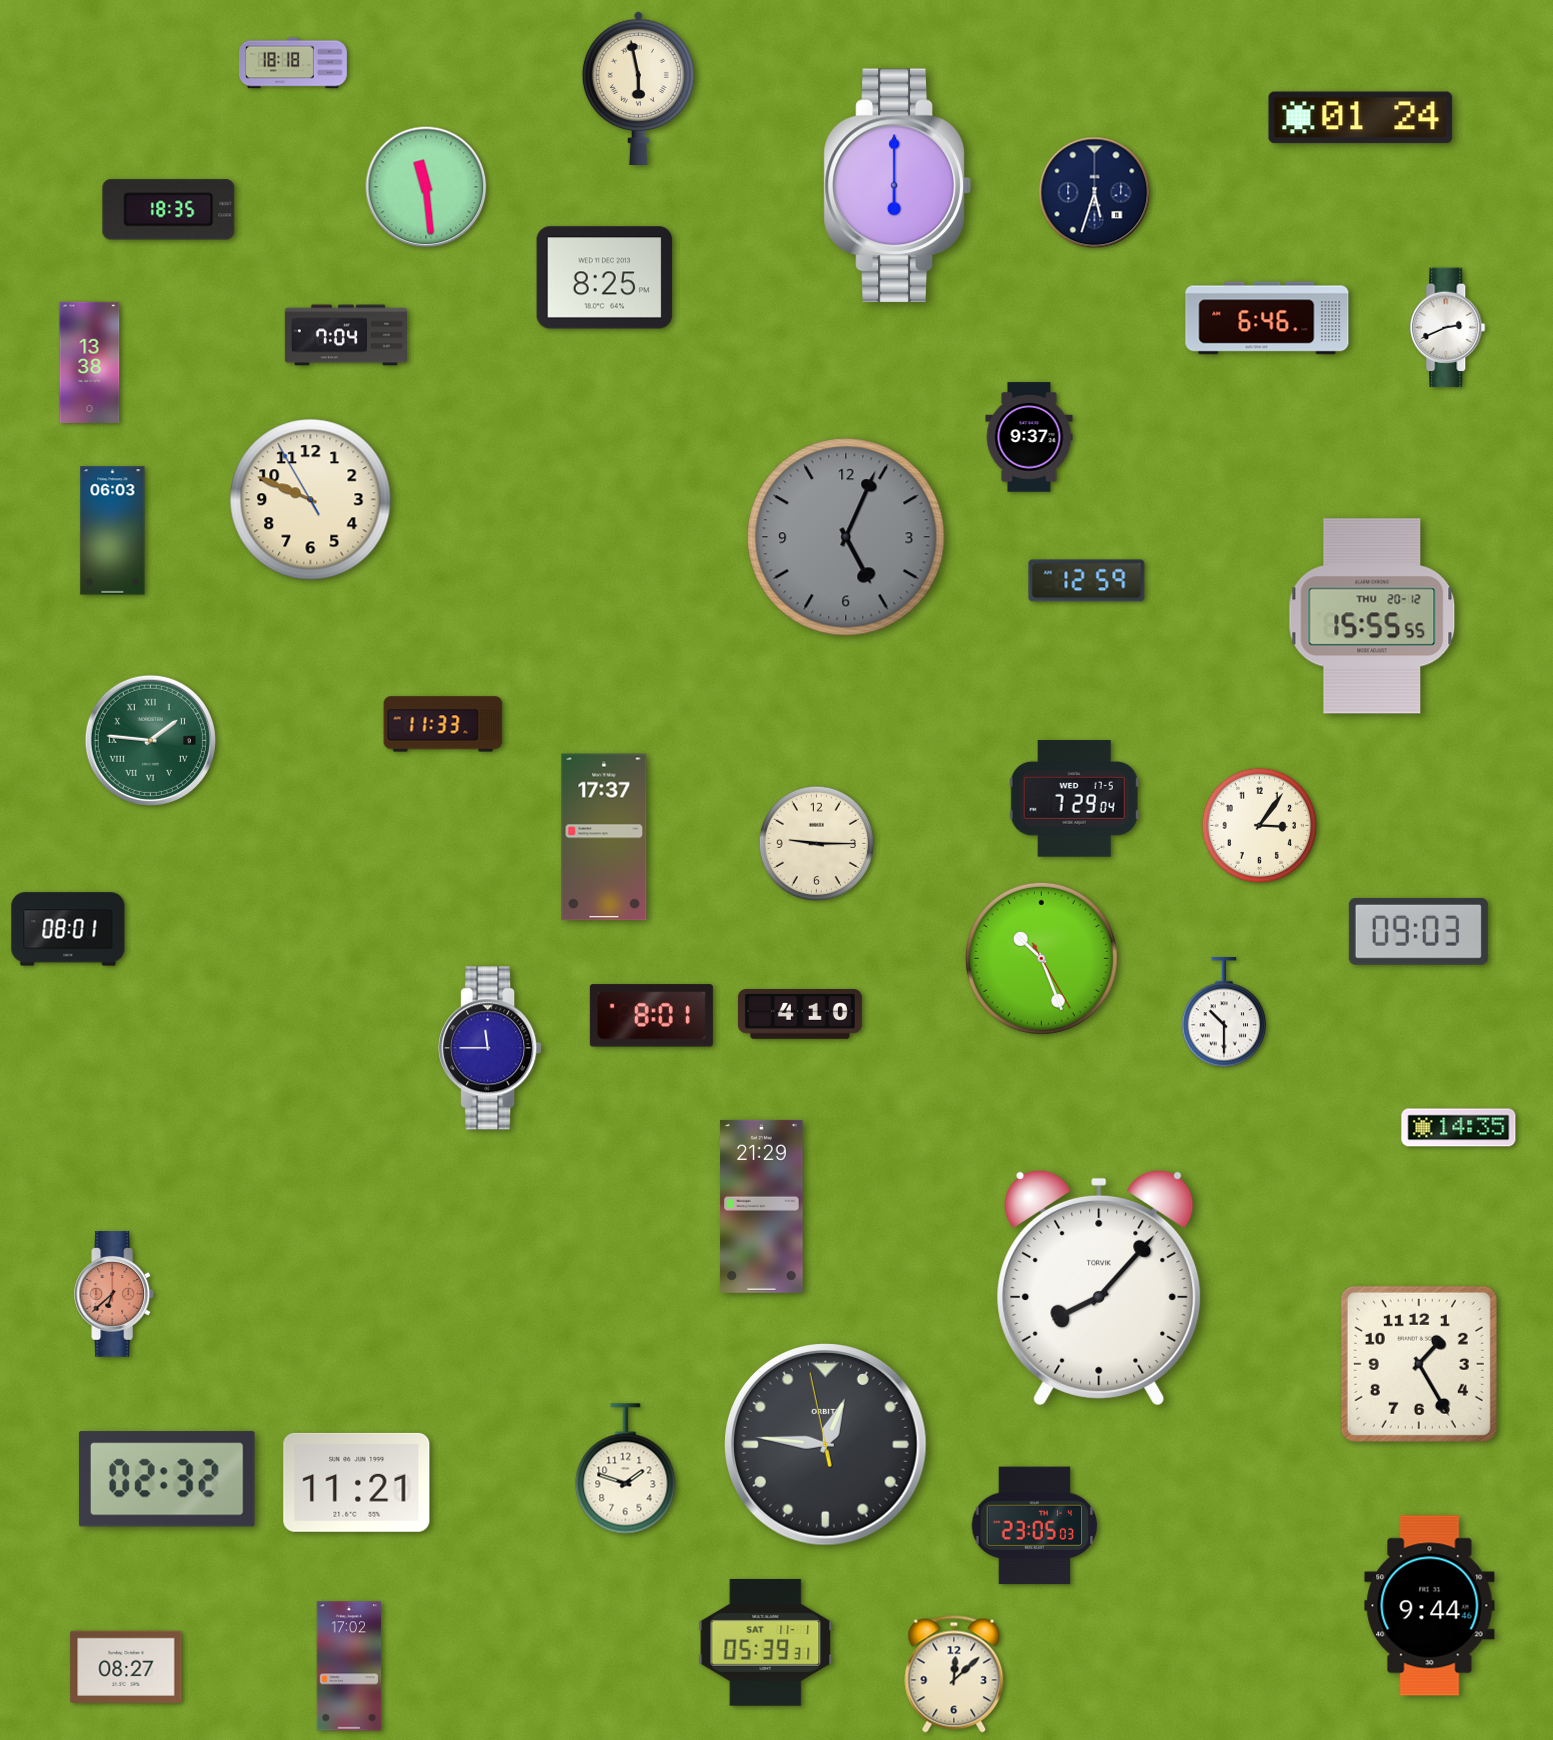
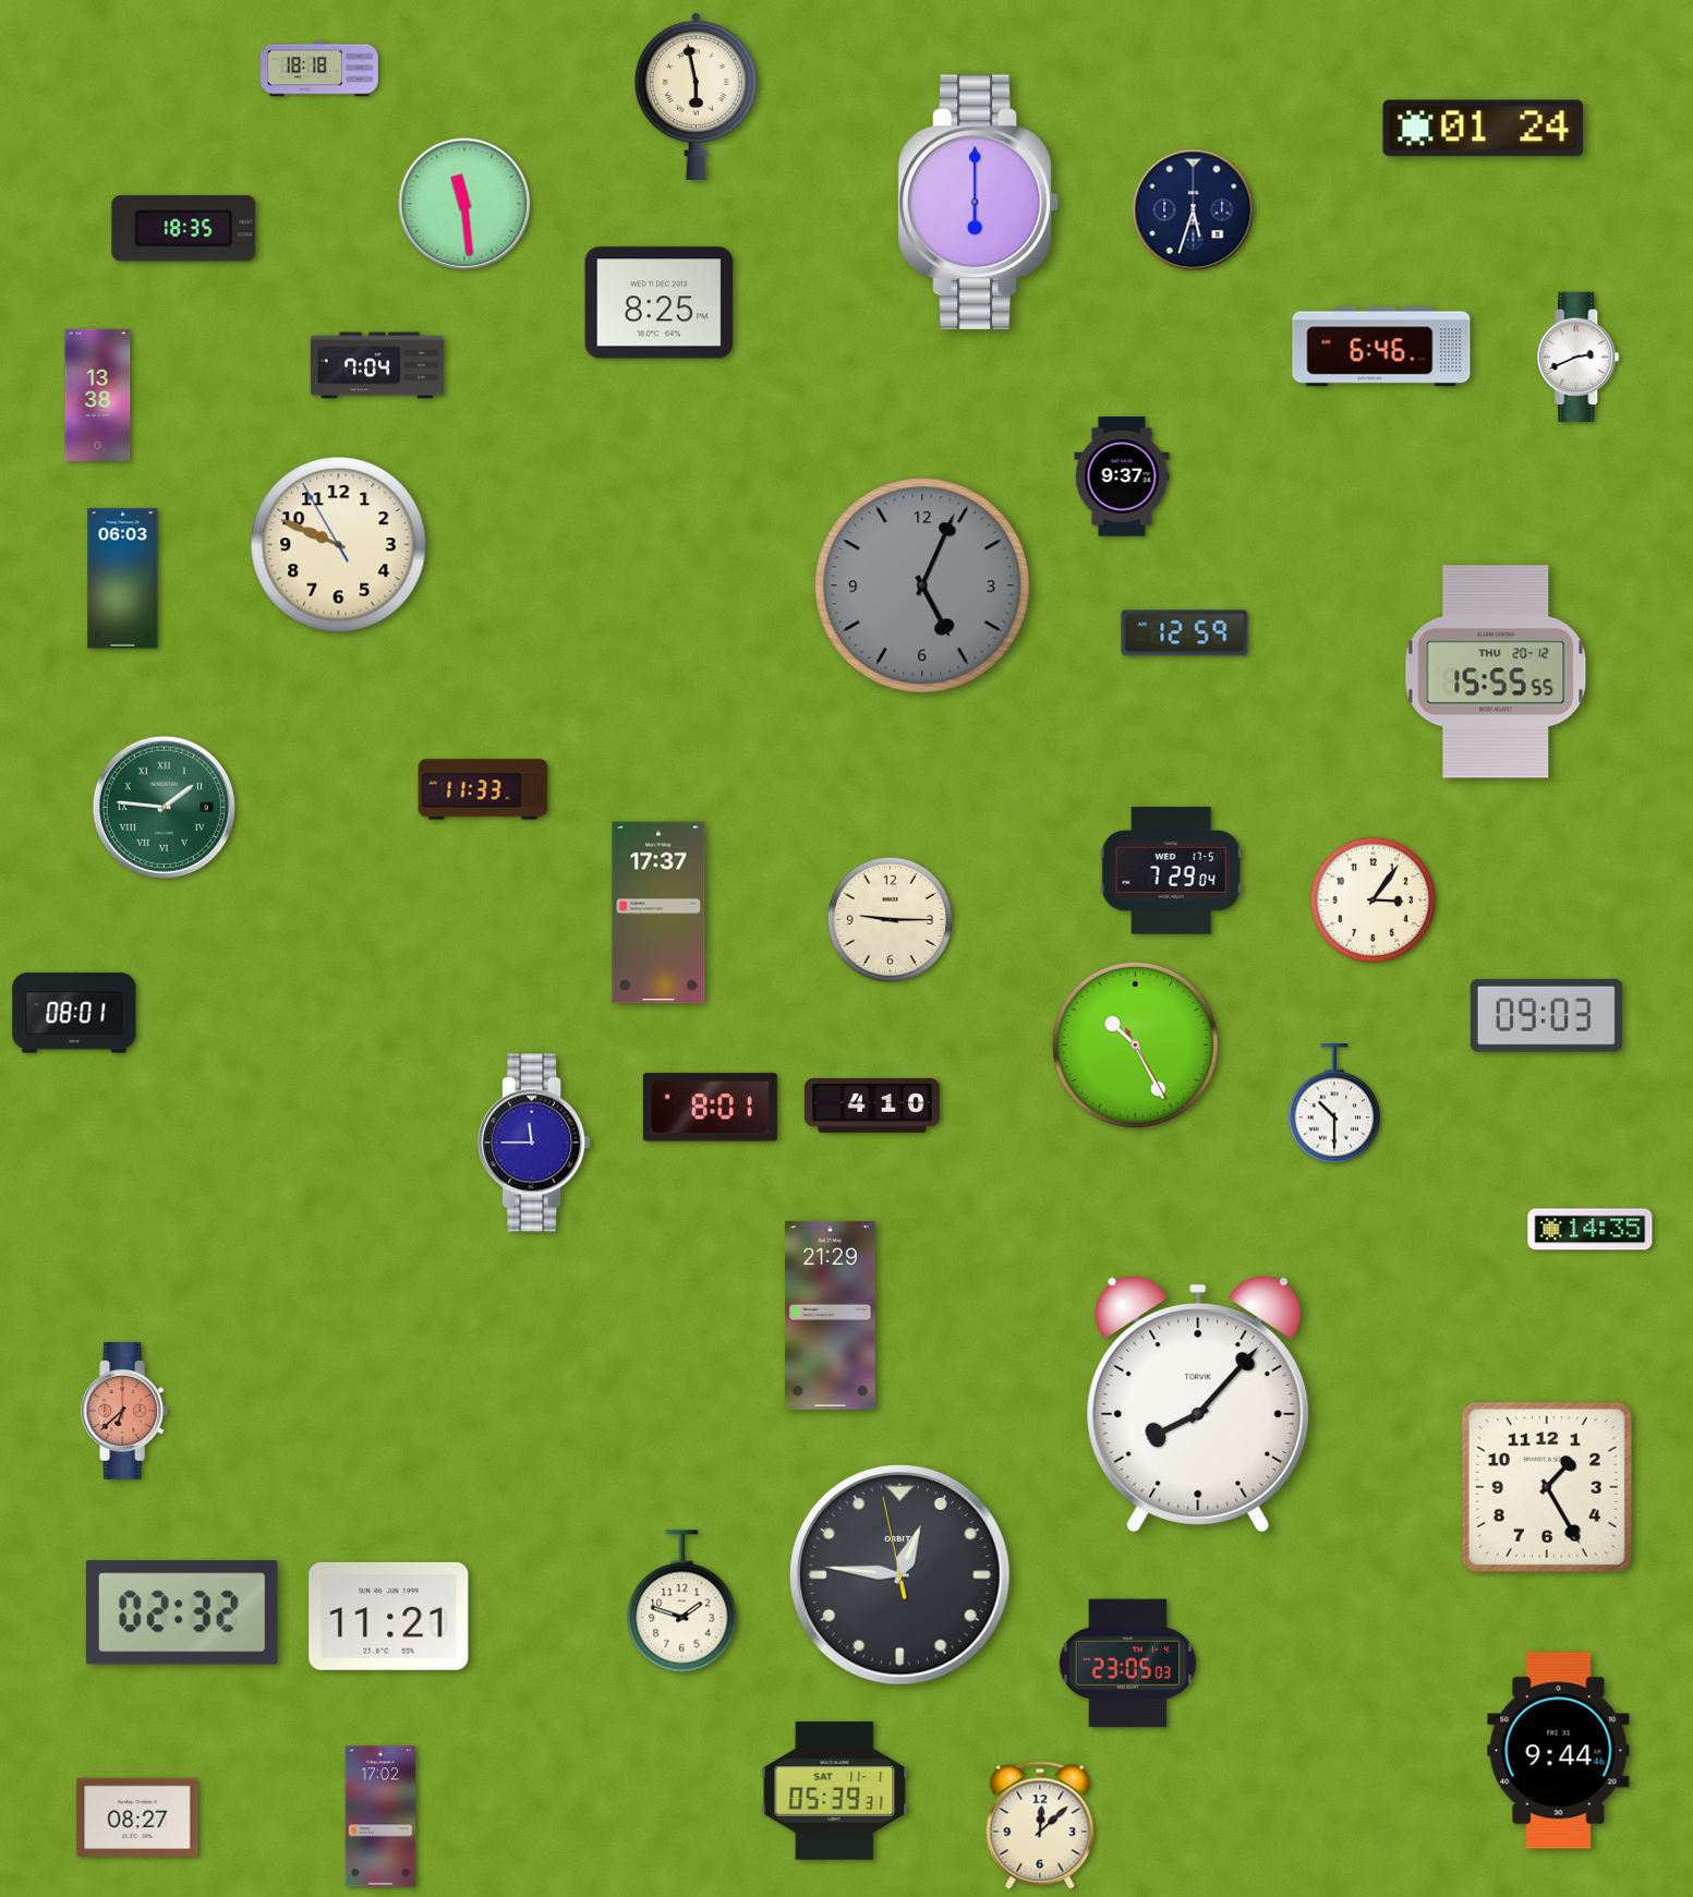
clock at (1041, 958): 10:26 -> 10:25
